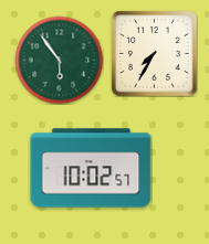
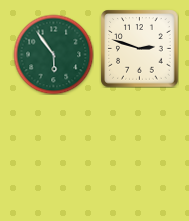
clock at (154, 53): 7:35 -> 2:48
clock at (91, 168): 10:02 -> none
